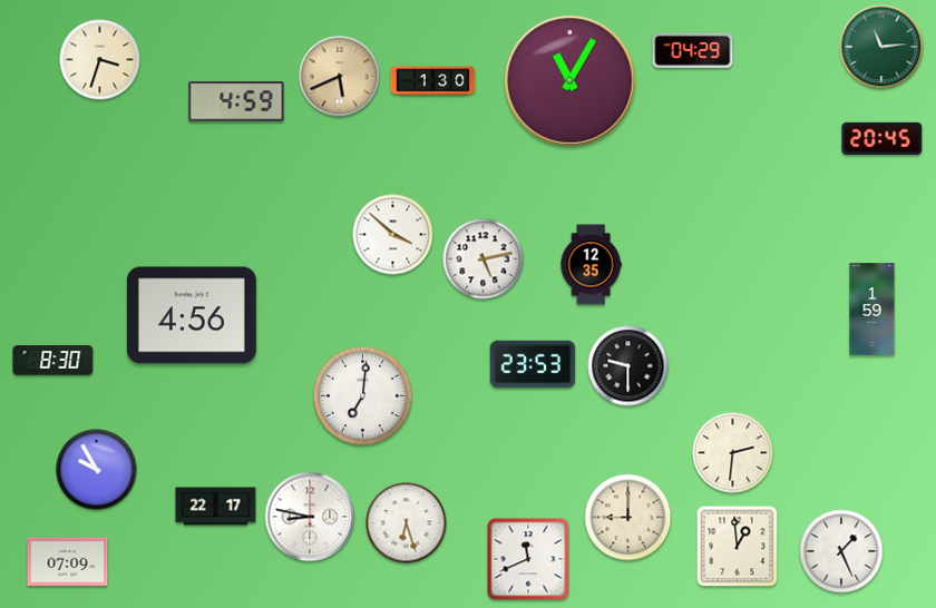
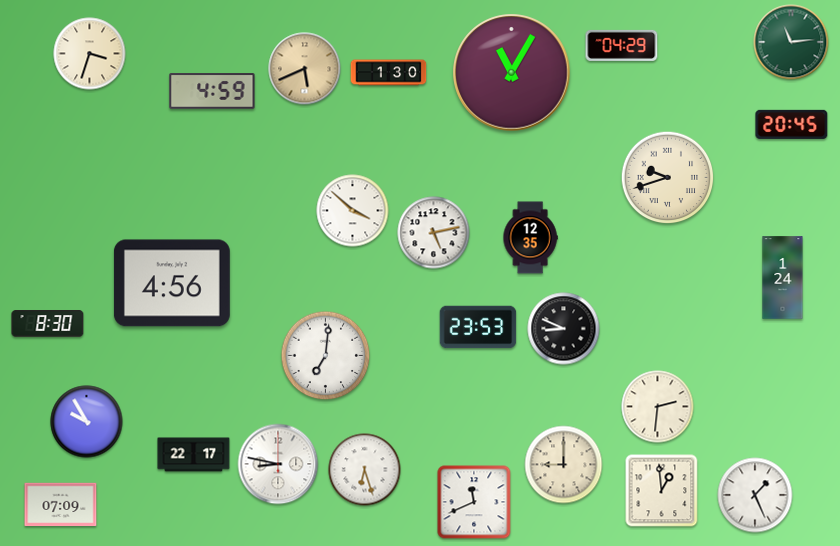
clock at (668, 178): none -> 9:42
clock at (872, 310): 1:59 -> 1:24
clock at (628, 366): 9:30 -> 8:49
